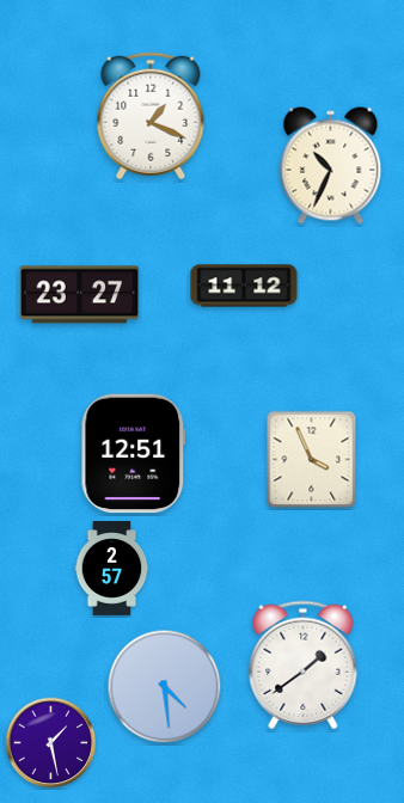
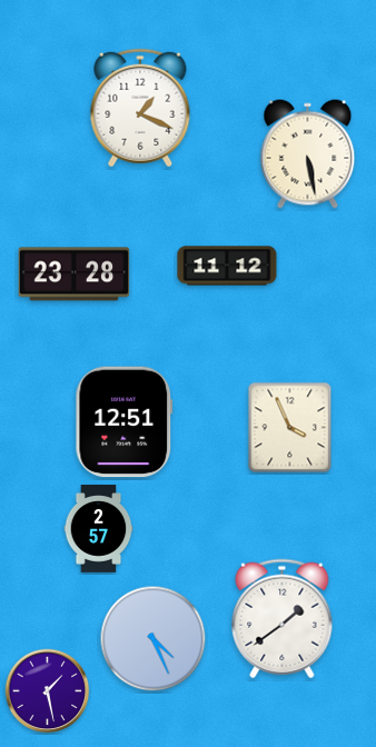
clock at (331, 166): 10:34 -> 5:28
clock at (80, 295): 23:27 -> 23:28
clock at (112, 569) position: (112, 569) -> (99, 529)
clock at (165, 687): 4:29 -> 4:26
